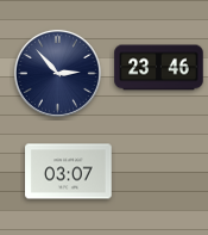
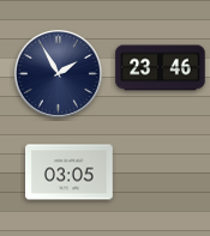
clock at (57, 73): 2:53 -> 1:55
clock at (69, 172): 03:07 -> 03:05
